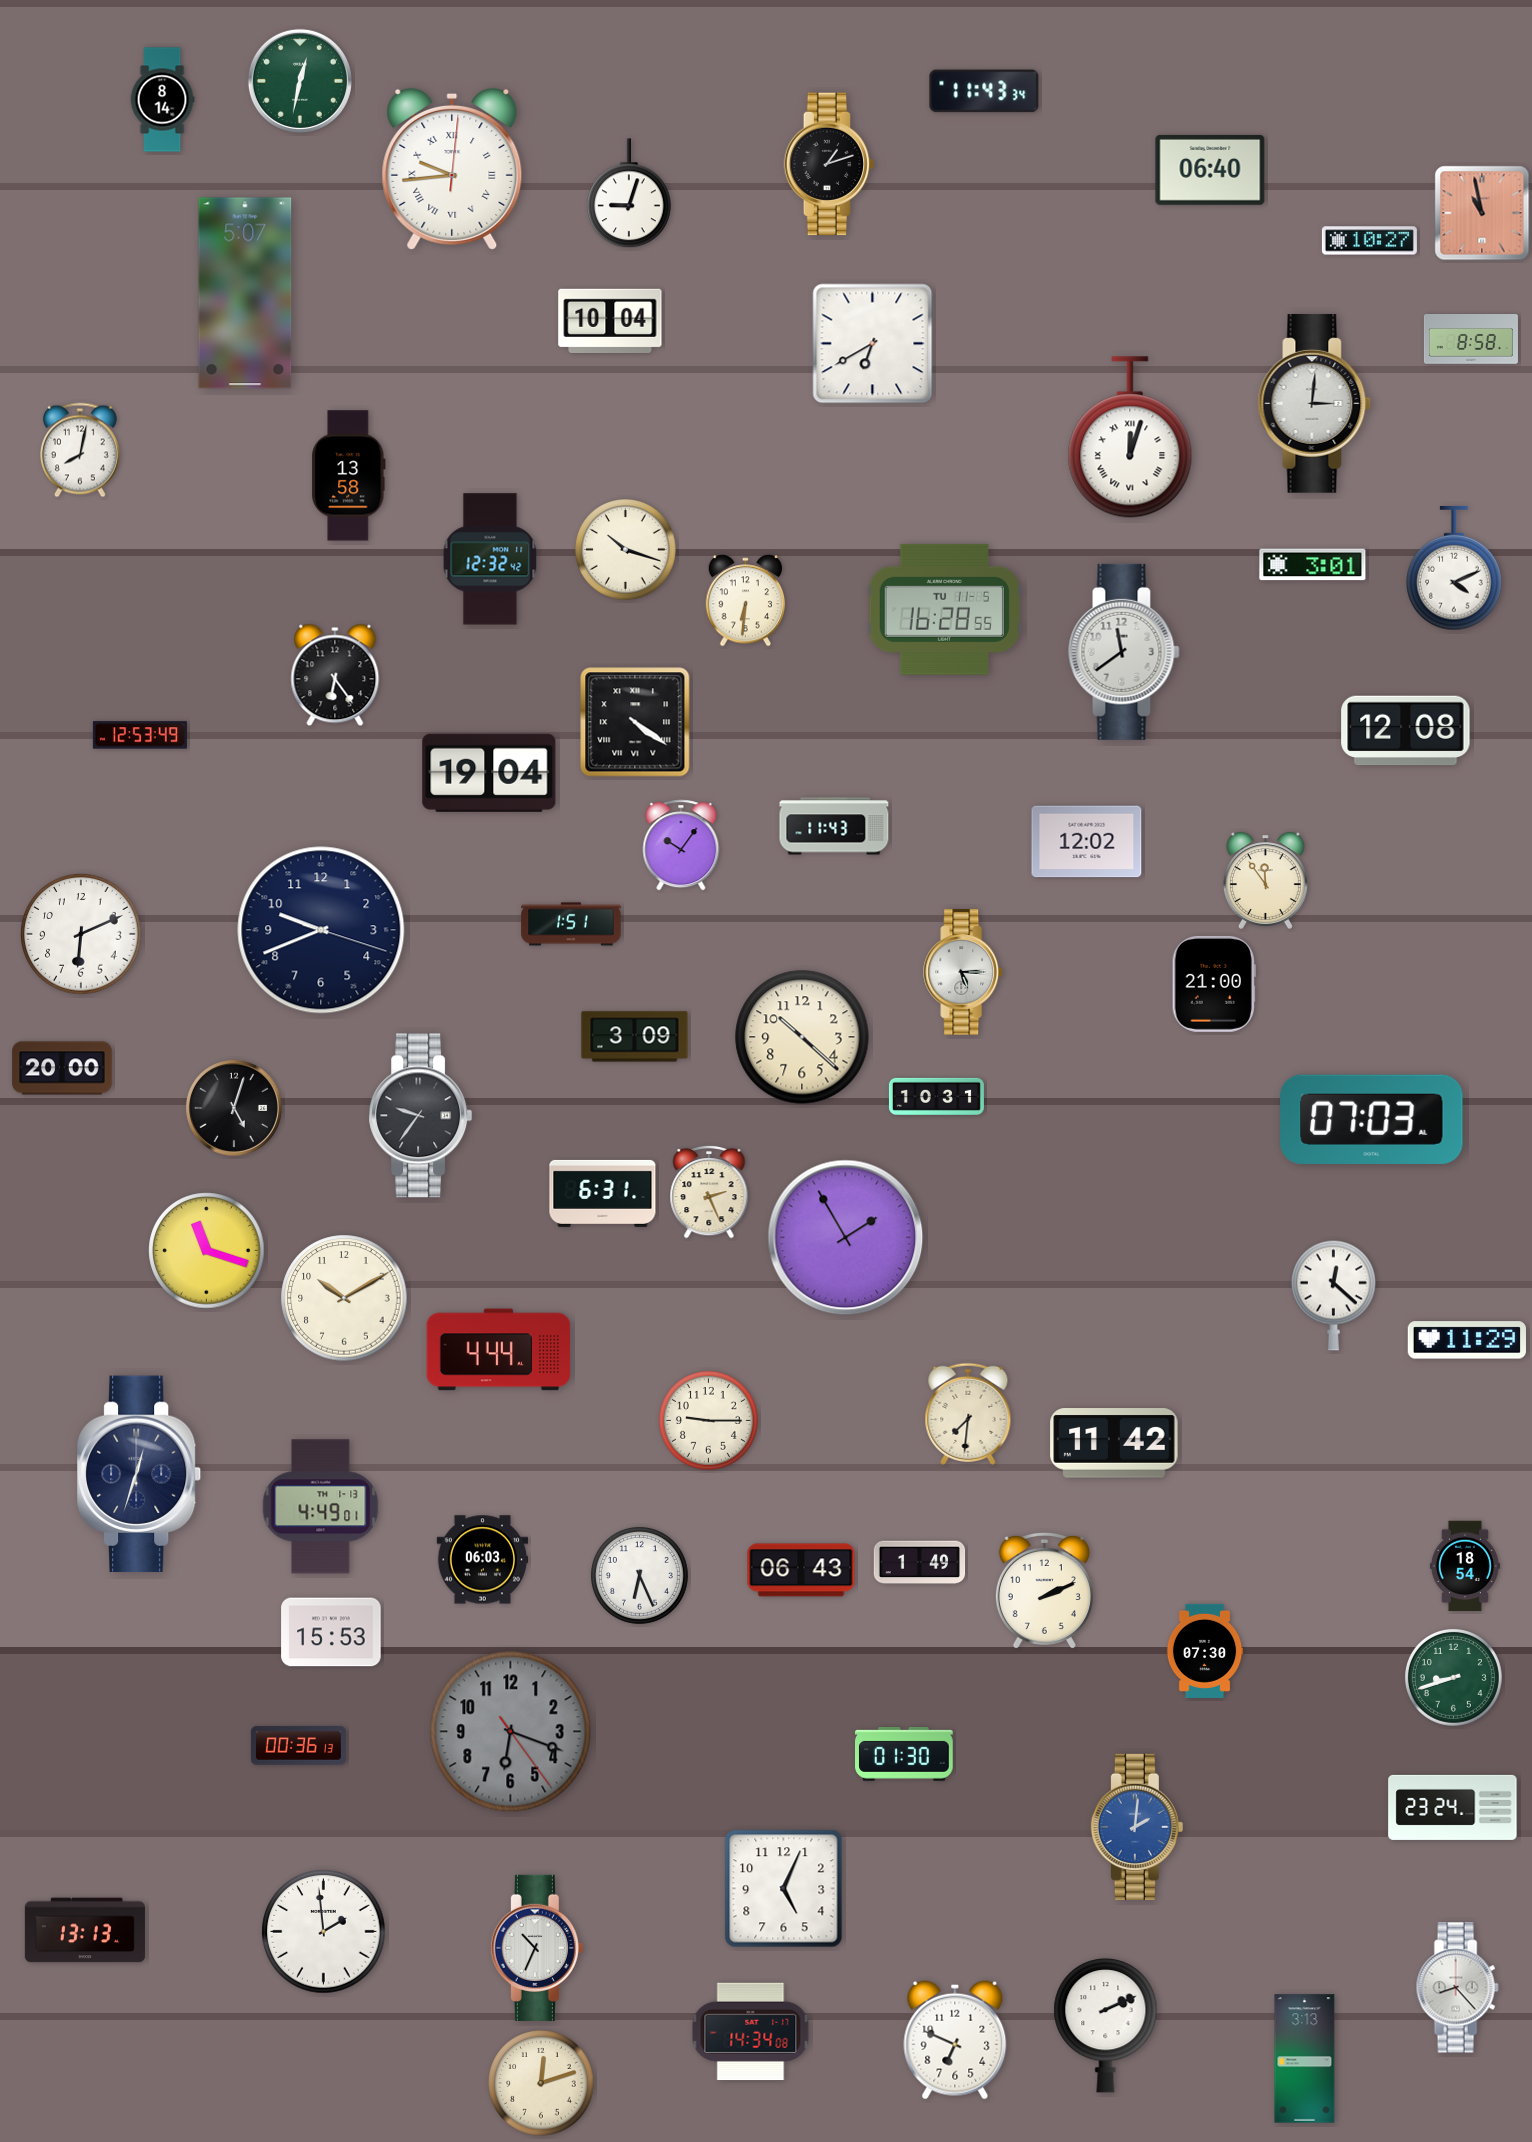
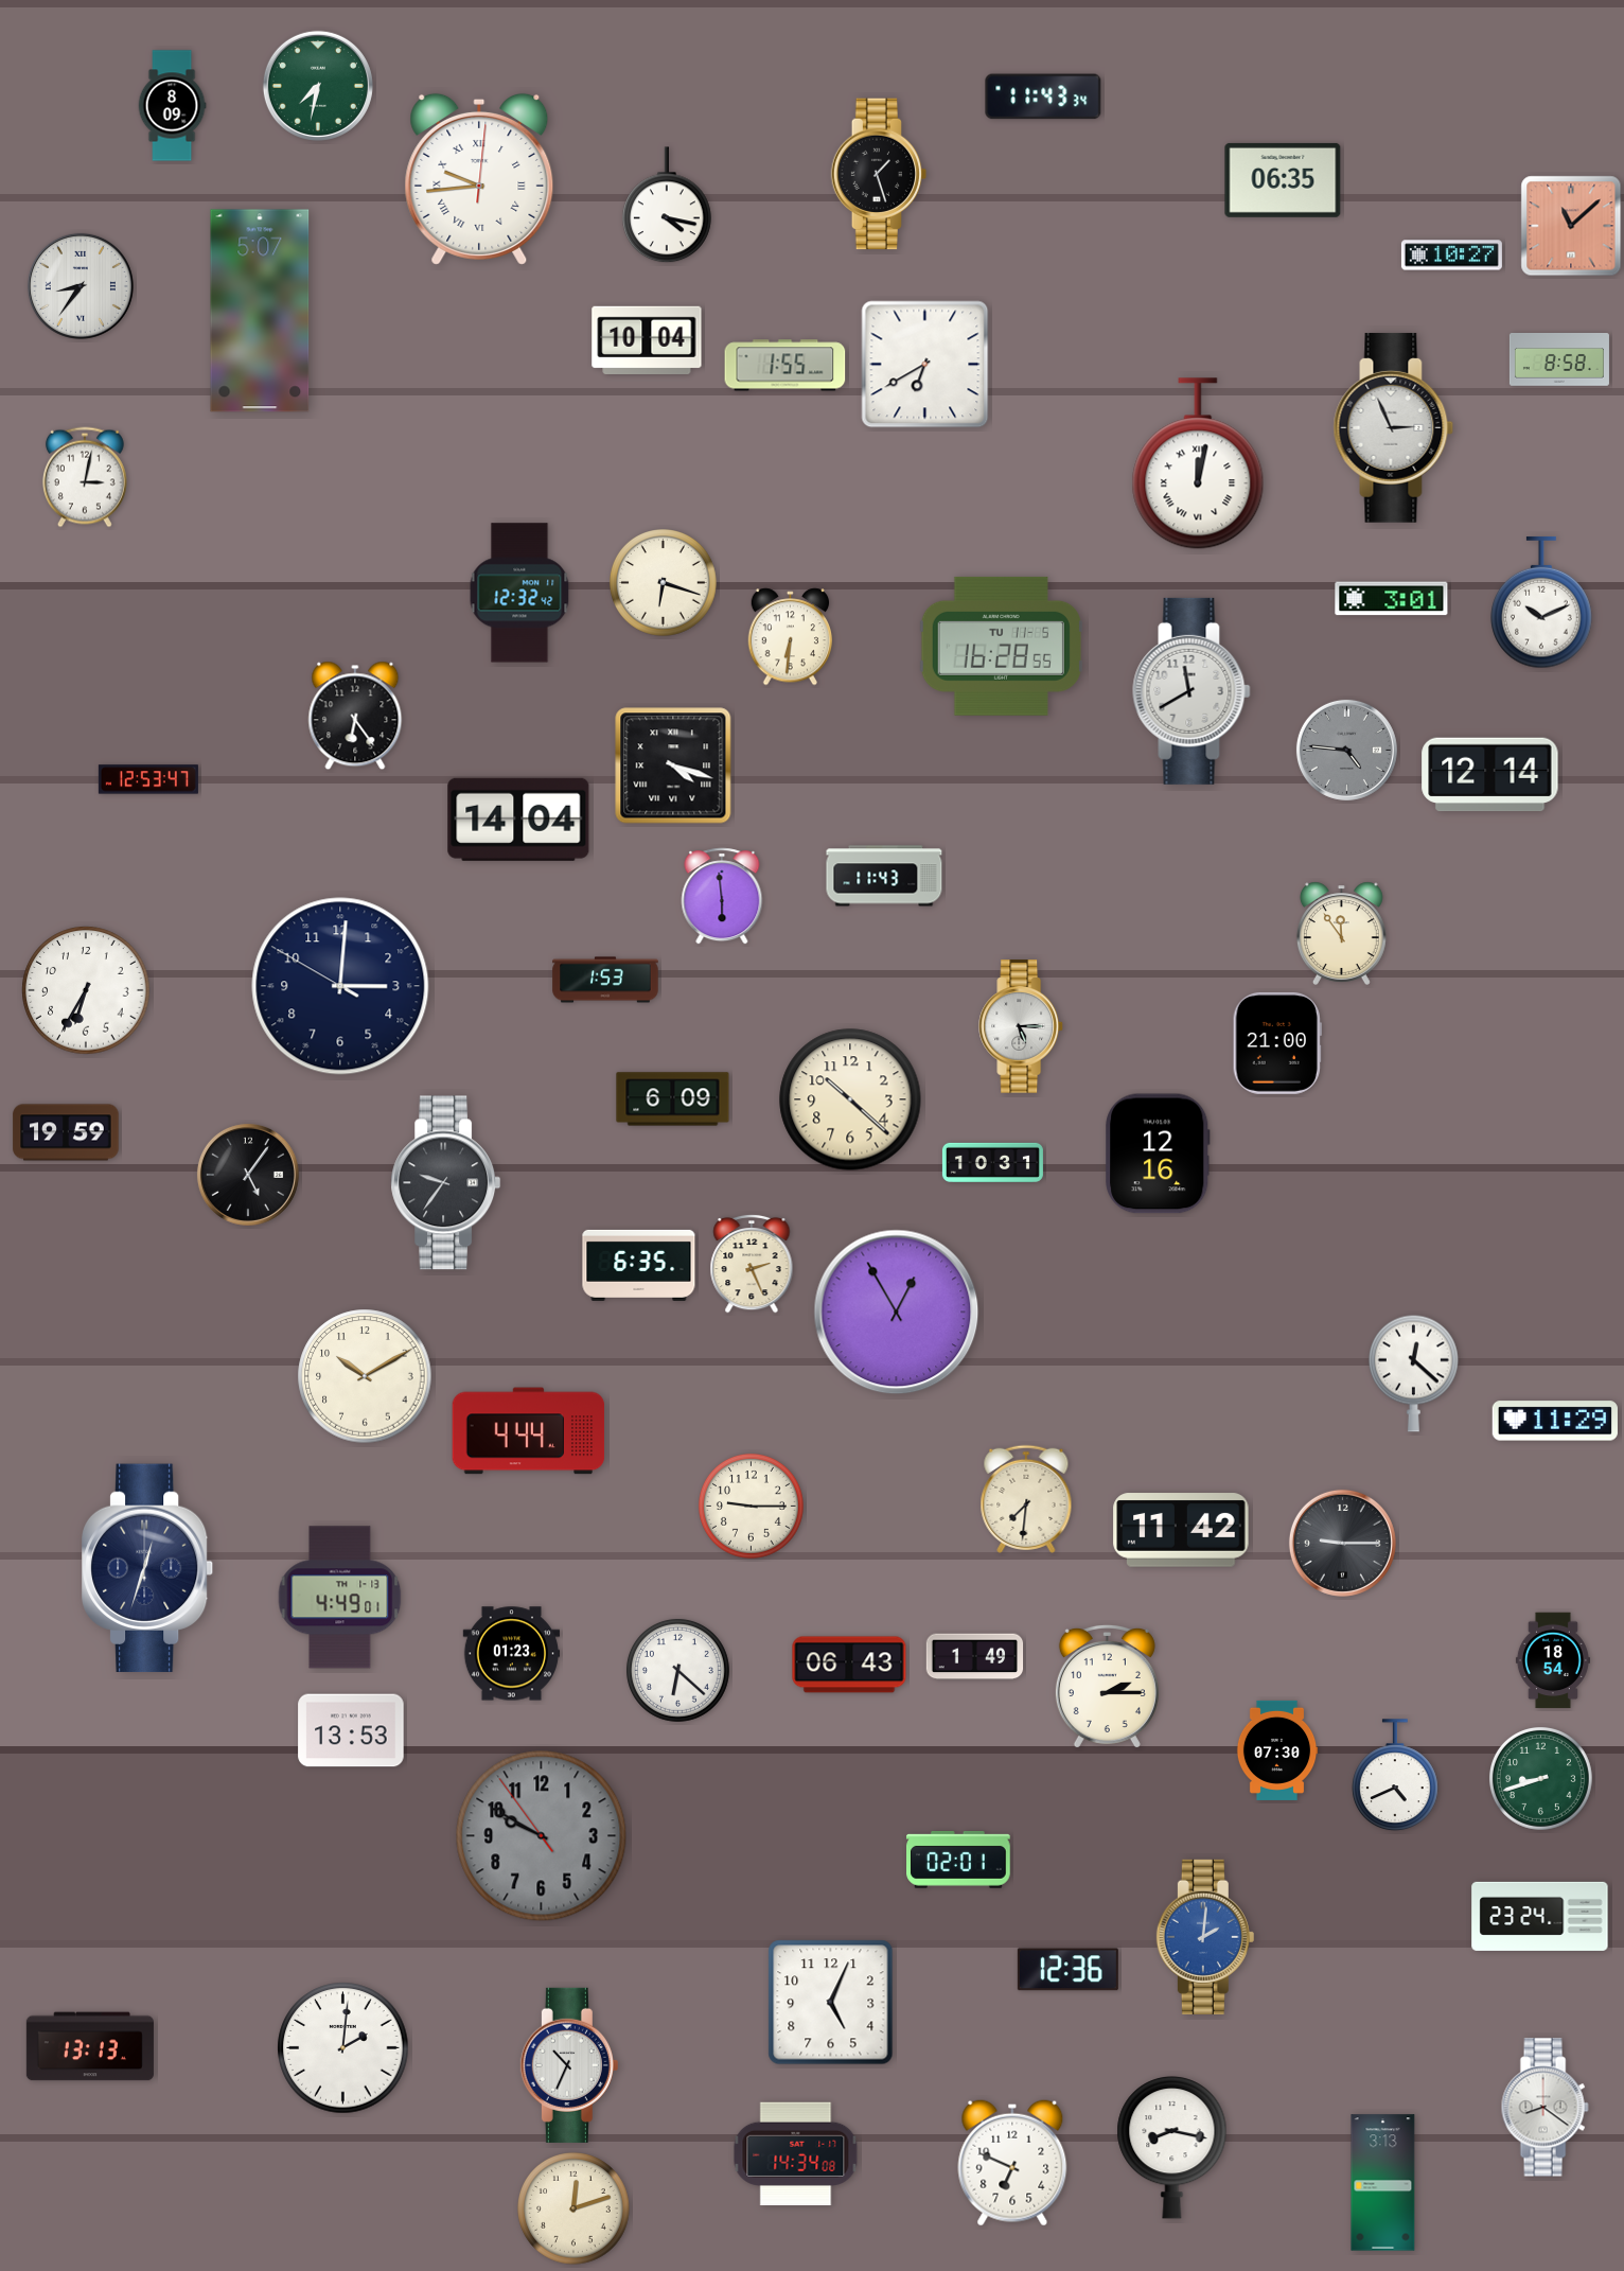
clock at (300, 81): 12:32 -> 7:32
clock at (162, 100): 8:14 -> 8:09
clock at (829, 164): 1:12 -> 1:27
clock at (1210, 170): 06:40 -> 06:35
clock at (630, 194): 9:03 -> 4:17
clock at (1482, 213): 10:58 -> 11:08
clock at (81, 286): none -> 8:36
clock at (785, 366): none -> 1:55
clock at (1315, 403): 3:01 -> 2:56
clock at (1130, 437): 12:03 -> 12:02
clock at (80, 450): 8:02 -> 3:02
clock at (349, 476): 13:58 -> none
clock at (626, 550): 10:18 -> 6:18
clock at (1454, 568): 4:11 -> 10:11
clock at (1124, 652): 11:39 -> 11:40
clock at (1346, 750): none -> 4:46
clock at (635, 722): 4:21 -> 4:18
clock at (1406, 731): 12:08 -> 12:14
clock at (140, 735): 12:53:49 -> 12:53:47
clock at (489, 773): 19:04 -> 14:04
clock at (1087, 842): 12:02 -> none
clock at (681, 845): 10:06 -> 5:59
clock at (571, 924): 1:51 -> 1:53
clock at (321, 930): 9:41 -> 3:00
clock at (81, 934): 6:11 -> 6:35
clock at (964, 972) position: (964, 972) -> (1022, 1026)
clock at (1214, 984) position: (1214, 984) -> (1277, 1043)
clock at (635, 1037): 3:09 -> 6:09
clock at (62, 1068): 20:00 -> 19:59
clock at (1158, 1154): none -> 12:16
clock at (234, 1108): 5:03 -> 5:06
clock at (1372, 1119): 07:03 -> none
clock at (603, 1193): 6:31 -> 6:35
clock at (846, 1238): 1:55 -> 12:55
clock at (207, 1251): 11:18 -> none
clock at (1342, 1543): none -> 9:15
clock at (140, 1474) position: (140, 1474) -> (148, 1568)
clock at (483, 1560): 06:03 -> 01:23
clock at (639, 1575): 6:26 -> 6:22
clock at (1044, 1590): 2:11 -> 2:15
clock at (331, 1632): 15:53 -> 13:53
clock at (1396, 1776): none -> 4:41
clock at (511, 1732): 6:18 -> 9:49
clock at (298, 1746): 00:36 -> none
clock at (905, 1755): 01:30 -> 02:01
clock at (1067, 1970): none -> 12:36
clock at (324, 1932): 1:59 -> 2:01
clock at (1457, 1988): 8:23 -> 8:21
clock at (1106, 2026): 2:11 -> 8:17
